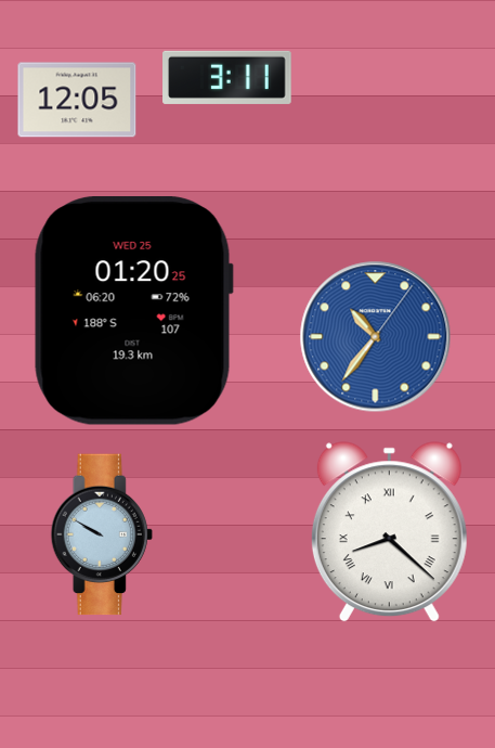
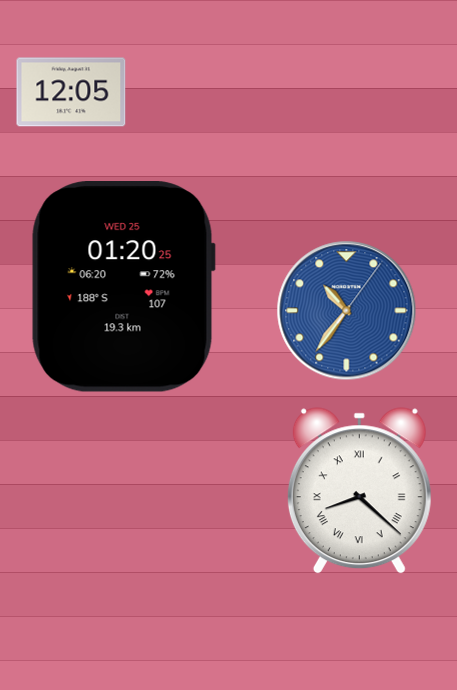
clock at (227, 77): 3:11 -> none
clock at (102, 534): 9:50 -> none
